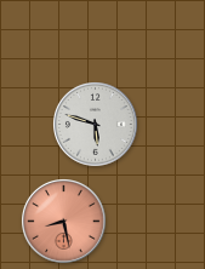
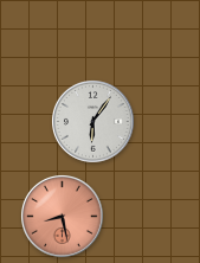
clock at (96, 125): 5:48 -> 6:06
